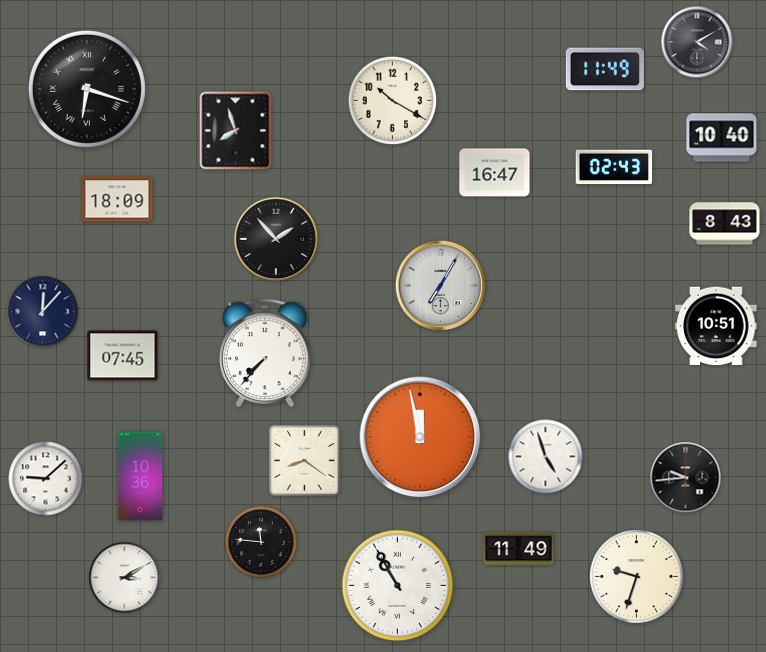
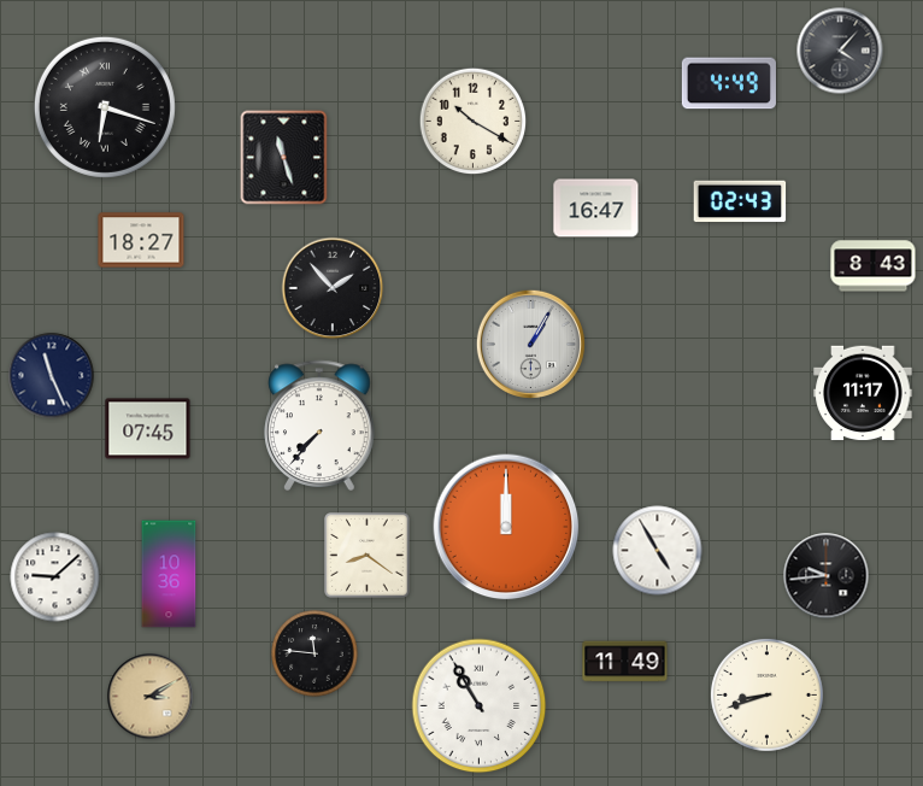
clock at (697, 42): 4:10 -> 4:07
clock at (605, 69): 11:49 -> 4:49
clock at (236, 131): 7:57 -> 11:27
clock at (722, 138): 10:40 -> none
clock at (117, 199): 18:09 -> 18:27
clock at (725, 224) position: (725, 224) -> (874, 266)
clock at (440, 285): 7:05 -> 1:05
clock at (43, 312): 12:07 -> 11:26
clock at (716, 326): 10:51 -> 11:17
clock at (420, 437): 11:58 -> 12:00
clock at (546, 457): 4:57 -> 4:55
clock at (637, 577): 9:33 -> 8:42
clock at (125, 578) dial: white -> champagne
